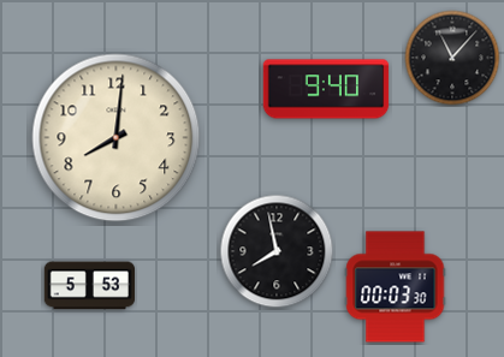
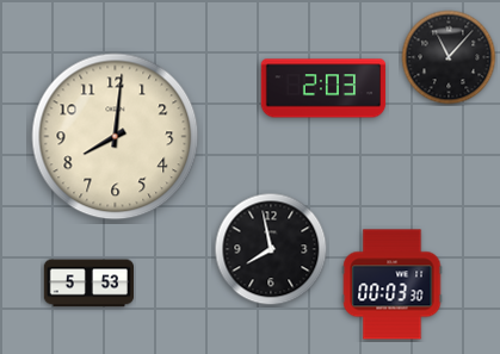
clock at (326, 89): 9:40 -> 2:03
clock at (277, 251) position: (277, 251) -> (271, 249)
